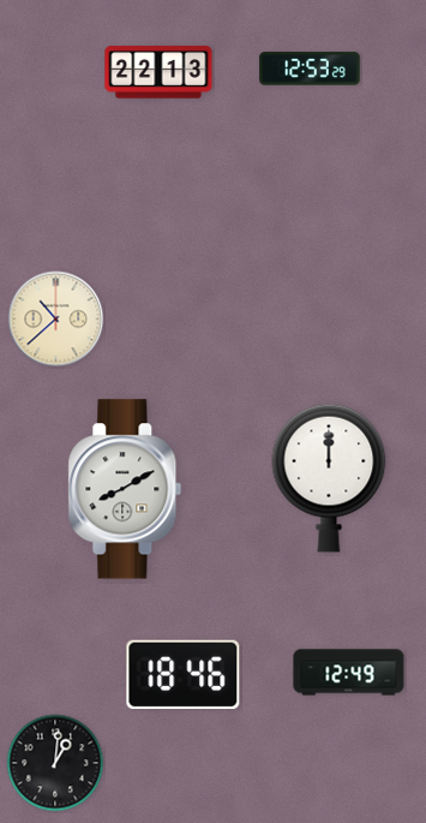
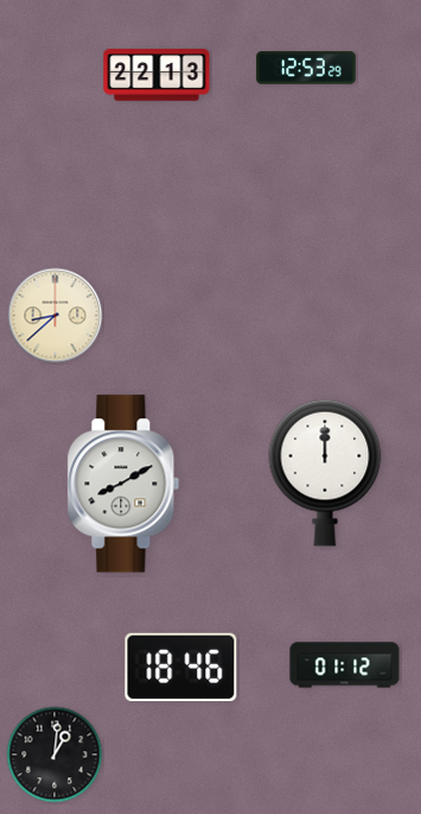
clock at (158, 72) position: (158, 72) -> (157, 75)
clock at (56, 320): 10:38 -> 8:38
clock at (349, 673): 12:49 -> 01:12
